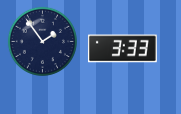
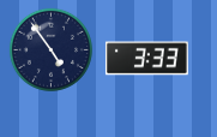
clock at (42, 41): 1:54 -> 4:54
